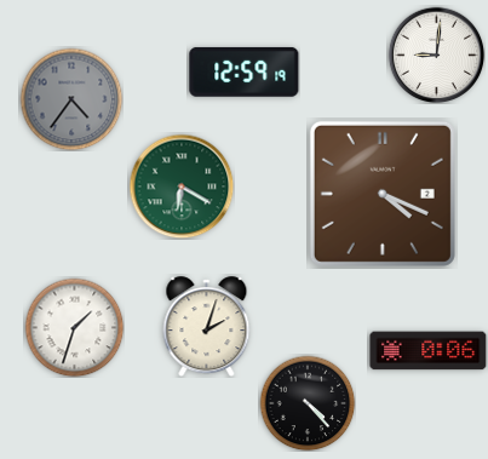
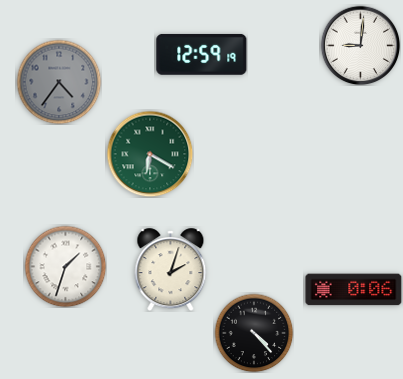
clock at (245, 71) position: (245, 71) -> (202, 54)
clock at (383, 194): 4:19 -> none
clock at (74, 327) position: (74, 327) -> (65, 266)
